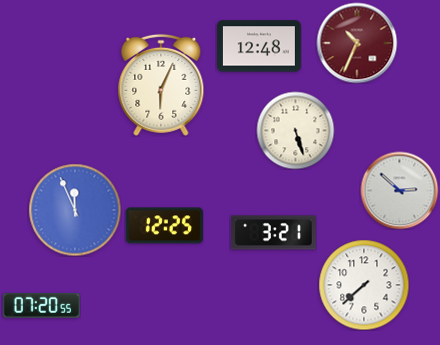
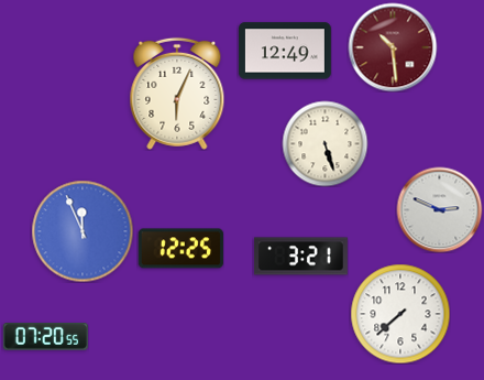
clock at (357, 43): 10:34 -> 10:29
clock at (259, 46): 12:48 -> 12:49
clock at (399, 190): 2:52 -> 2:49
